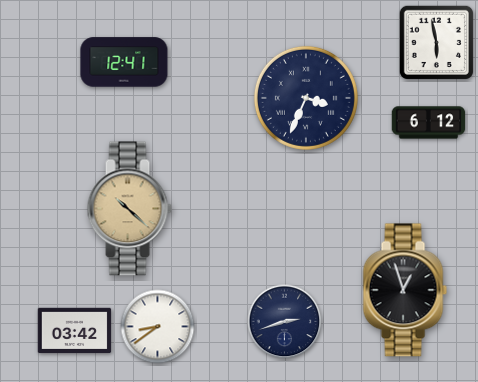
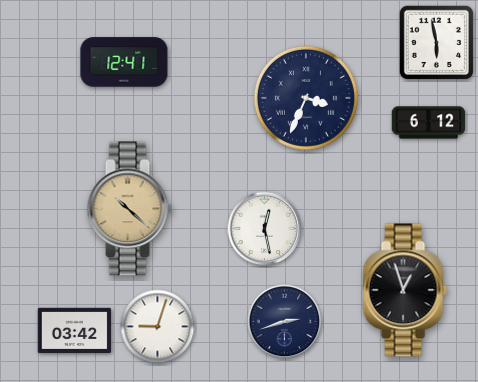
clock at (265, 229): none -> 12:28
clock at (158, 327): 8:39 -> 9:03
